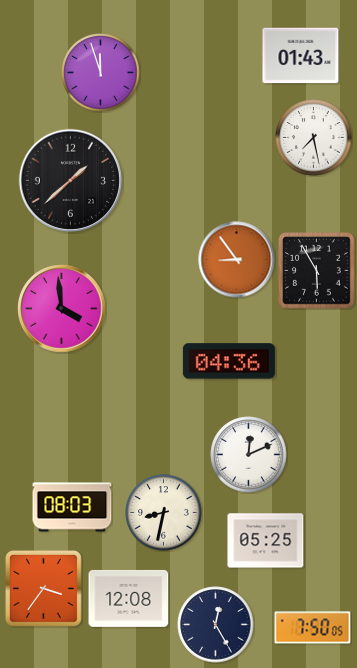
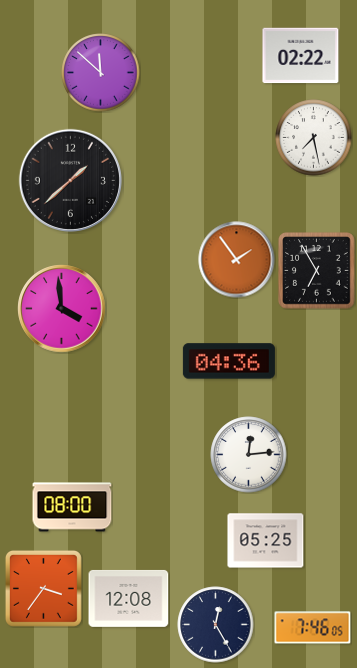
clock at (301, 56): 01:43 -> 02:22
clock at (101, 73): 11:57 -> 11:52
clock at (237, 260): 8:54 -> 1:54
clock at (317, 271): 5:55 -> 6:55
clock at (249, 455): 12:11 -> 12:14
clock at (72, 507): 08:03 -> 08:00
clock at (164, 513): 8:32 -> none
clock at (313, 628): 7:50 -> 7:46
